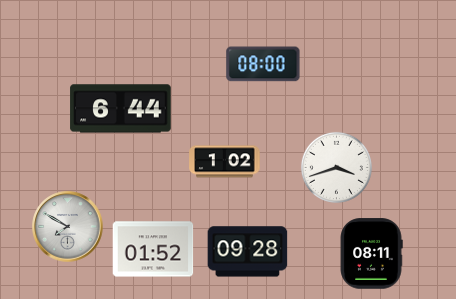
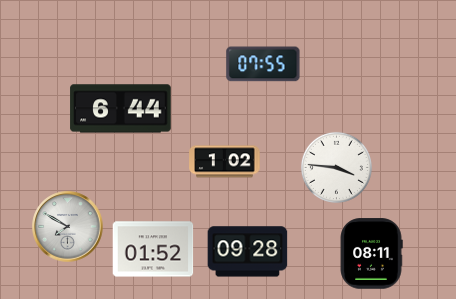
clock at (263, 64): 08:00 -> 07:55
clock at (336, 167): 3:42 -> 3:46
